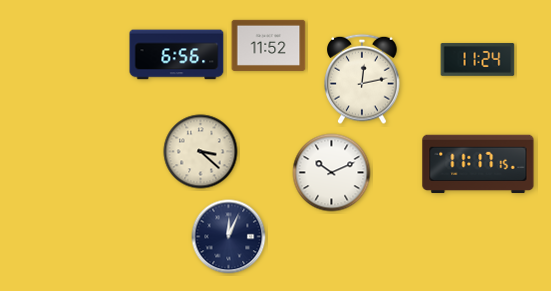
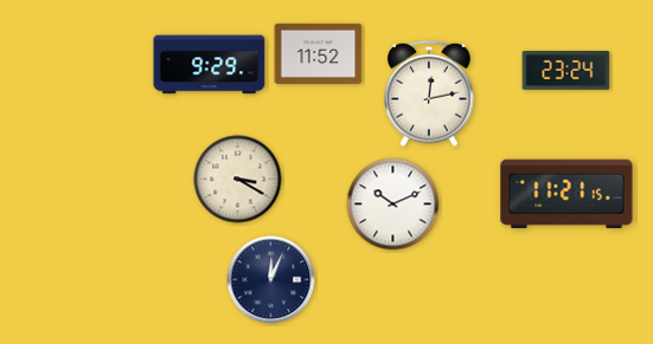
clock at (177, 55): 6:56 -> 9:29
clock at (478, 60): 11:24 -> 23:24
clock at (201, 152): 3:22 -> 3:20
clock at (478, 164): 11:17 -> 11:21
